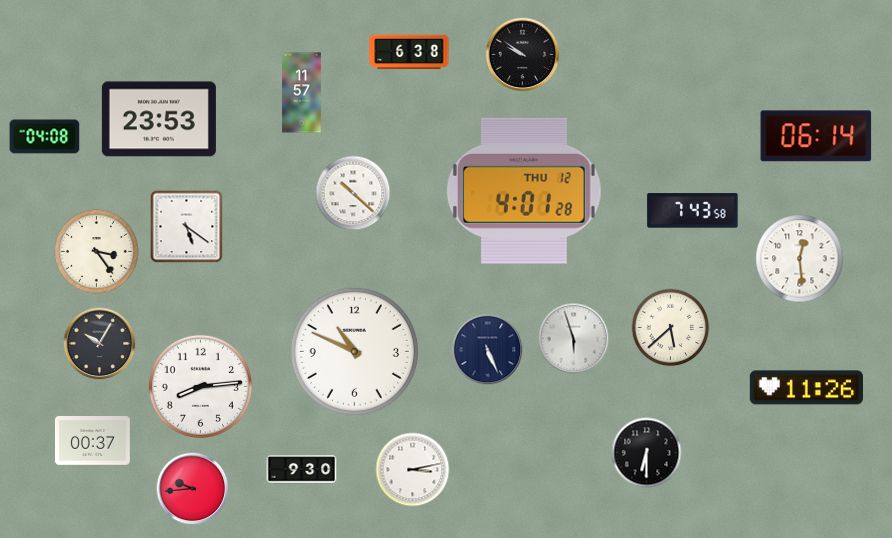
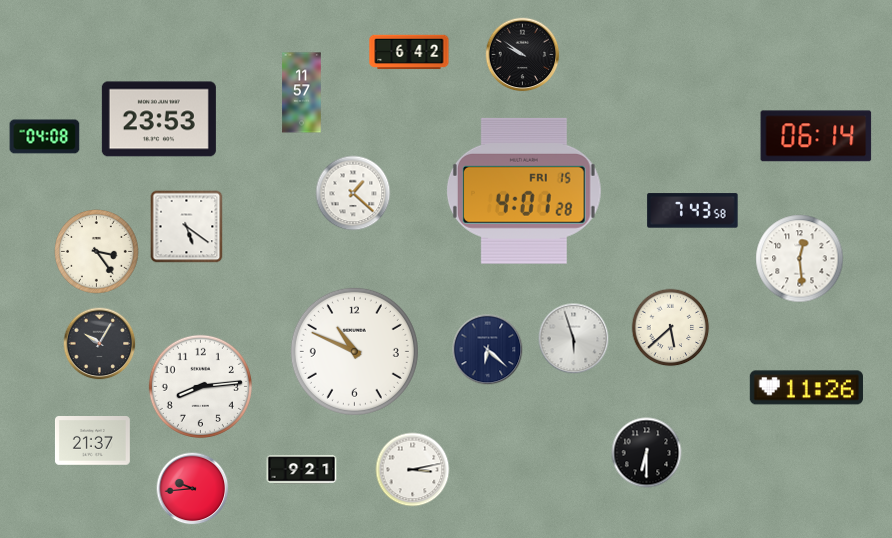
clock at (409, 52): 6:38 -> 6:42
clock at (524, 191) date: THU 12 -> FRI 15
clock at (353, 193): 10:22 -> 1:22
clock at (488, 350): 5:26 -> 6:22
clock at (92, 441): 00:37 -> 21:37
clock at (302, 470): 9:30 -> 9:21
